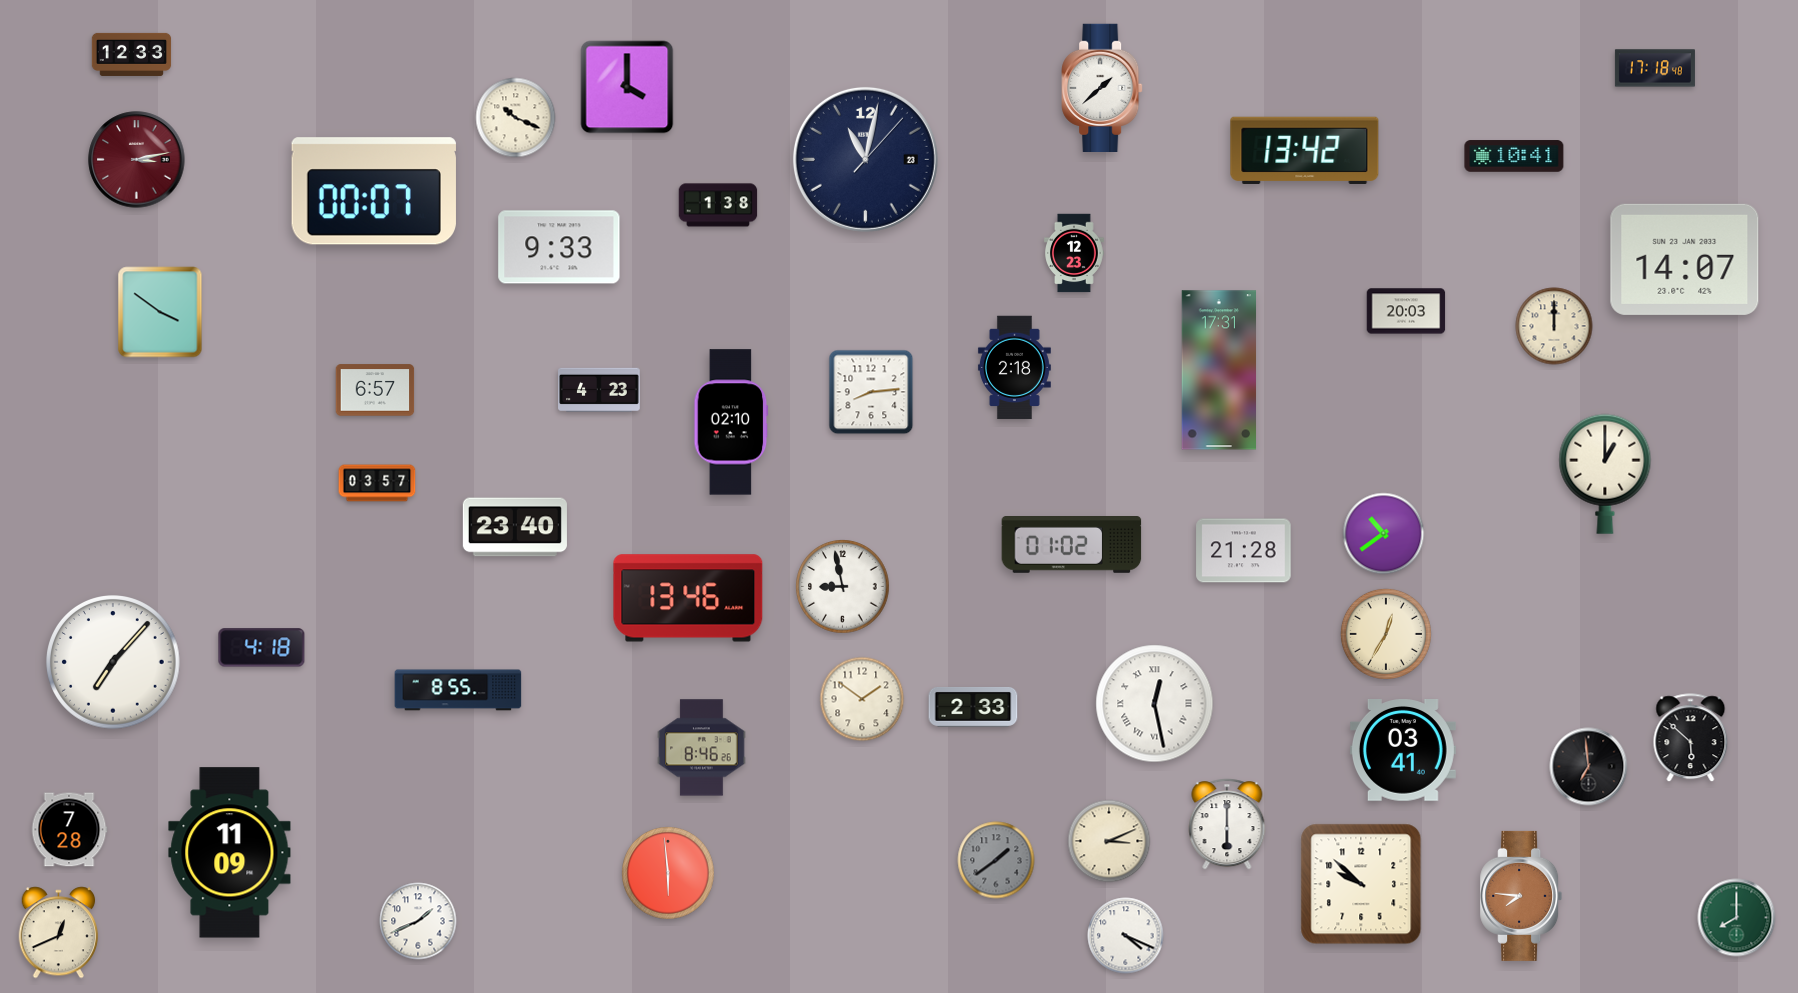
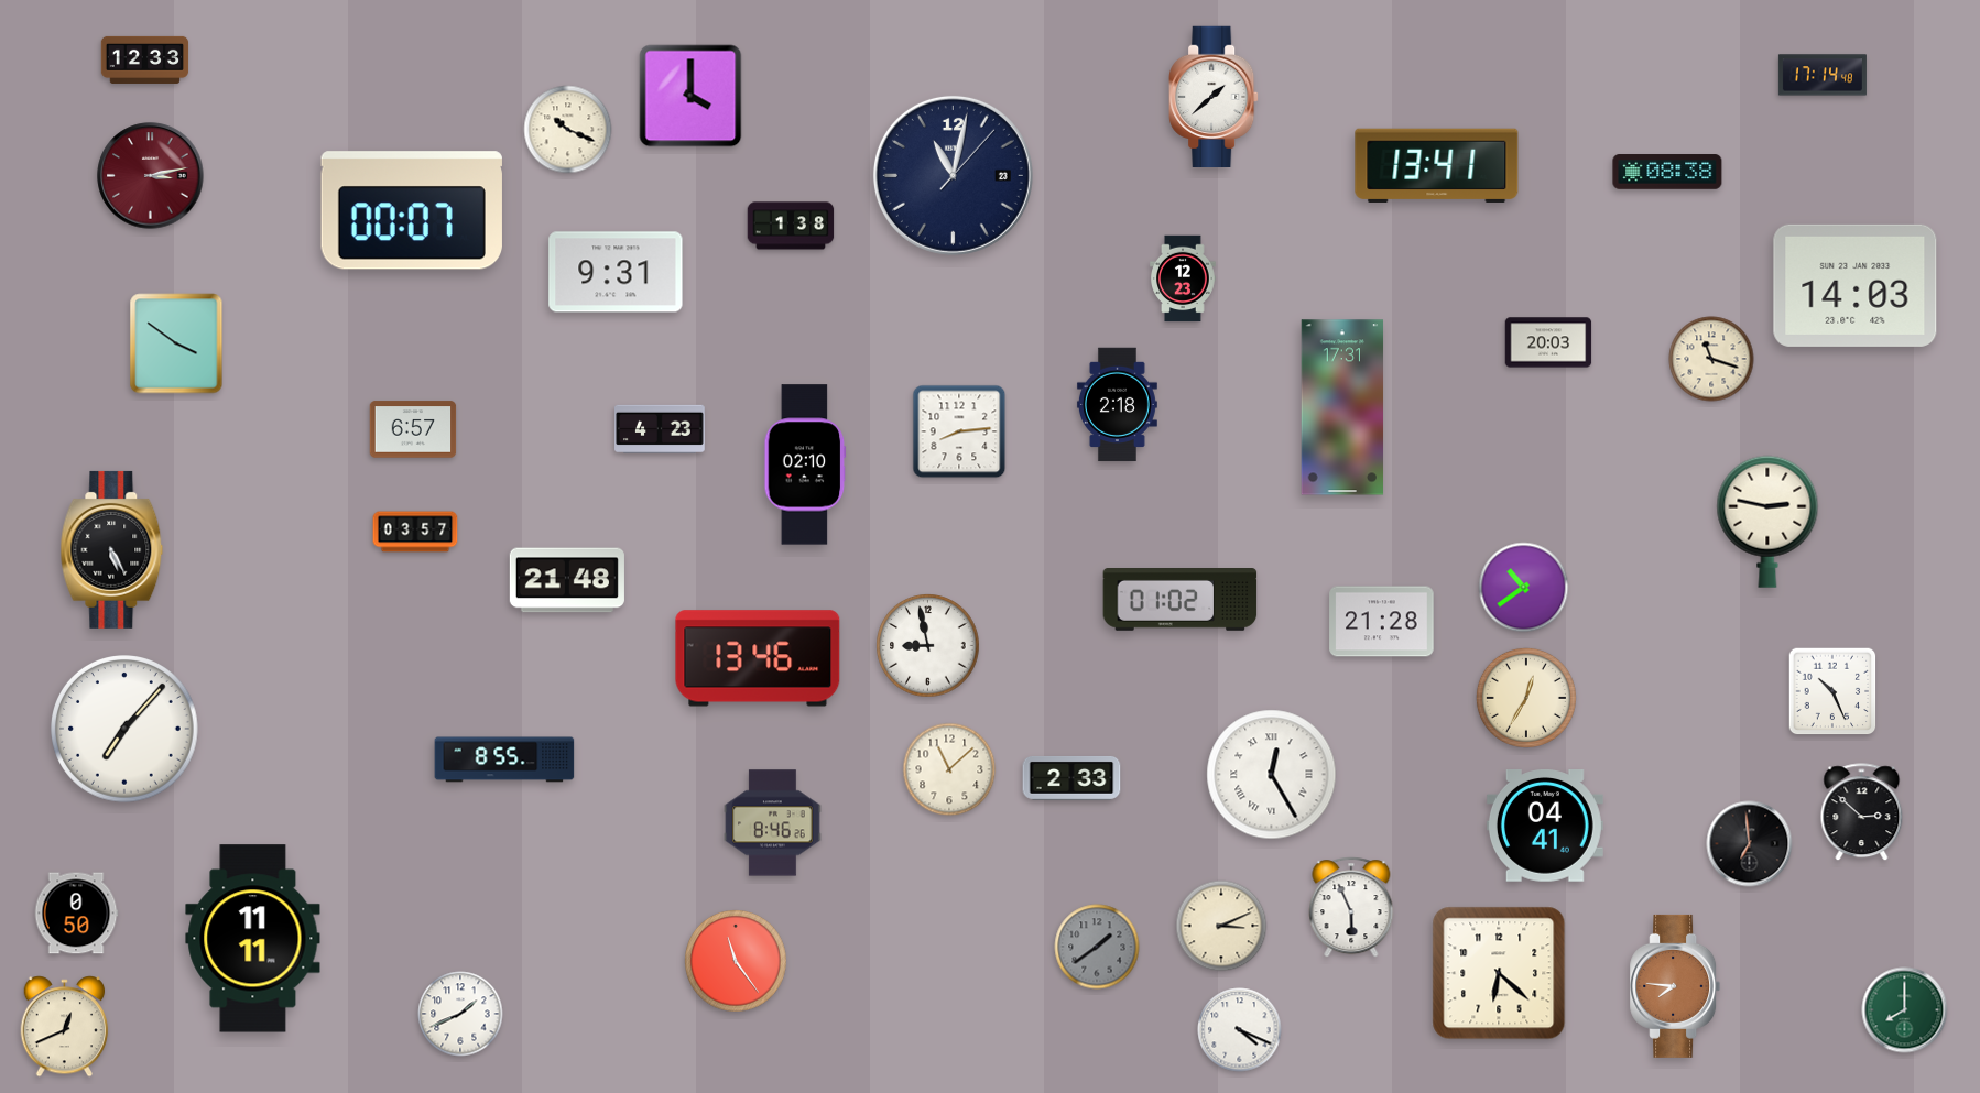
clock at (1655, 68): 17:18 -> 17:14
clock at (1305, 150): 13:42 -> 13:41
clock at (1514, 156): 10:41 -> 08:38
clock at (559, 247): 9:33 -> 9:31
clock at (1685, 259): 14:07 -> 14:03
clock at (1554, 326): 12:00 -> 11:18
clock at (1605, 474): 1:00 -> 2:47
clock at (112, 549): none -> 5:25
clock at (515, 527): 23:40 -> 21:48
clock at (1244, 551) position: (1244, 551) -> (1382, 622)
clock at (1832, 691): none -> 10:26
clock at (262, 648): 4:18 -> none
clock at (862, 699): 1:51 -> 11:08
clock at (1155, 704): 12:28 -> 12:25
clock at (1691, 738): 5:52 -> 2:52
clock at (1403, 751): 03:41 -> 04:41
clock at (1227, 824): 6:00 -> 5:56
clock at (69, 830): 7:28 -> 0:50
clock at (230, 853): 11:09 -> 11:11
clock at (669, 874): 5:59 -> 11:24
clock at (1361, 884): 9:52 -> 6:22
clock at (1737, 918) position: (1737, 918) -> (1905, 1010)
